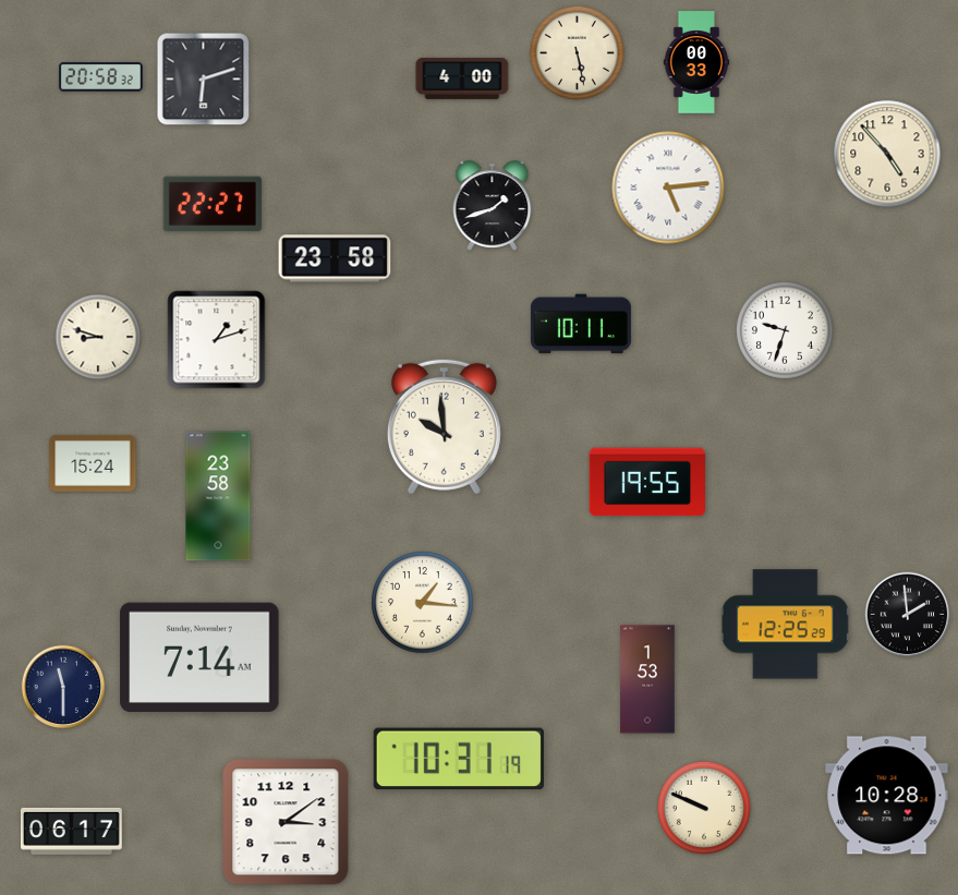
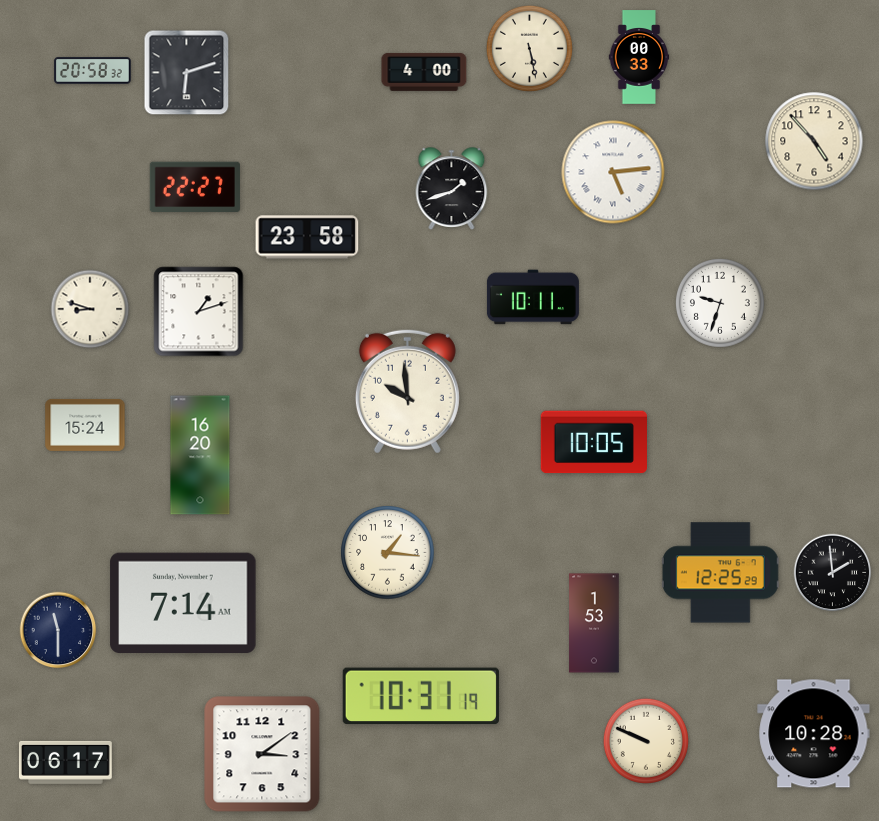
clock at (646, 482): 19:55 -> 10:05
clock at (218, 496): 23:58 -> 16:20
clock at (908, 615) position: (908, 615) -> (833, 573)
clock at (887, 796) position: (887, 796) -> (814, 734)
